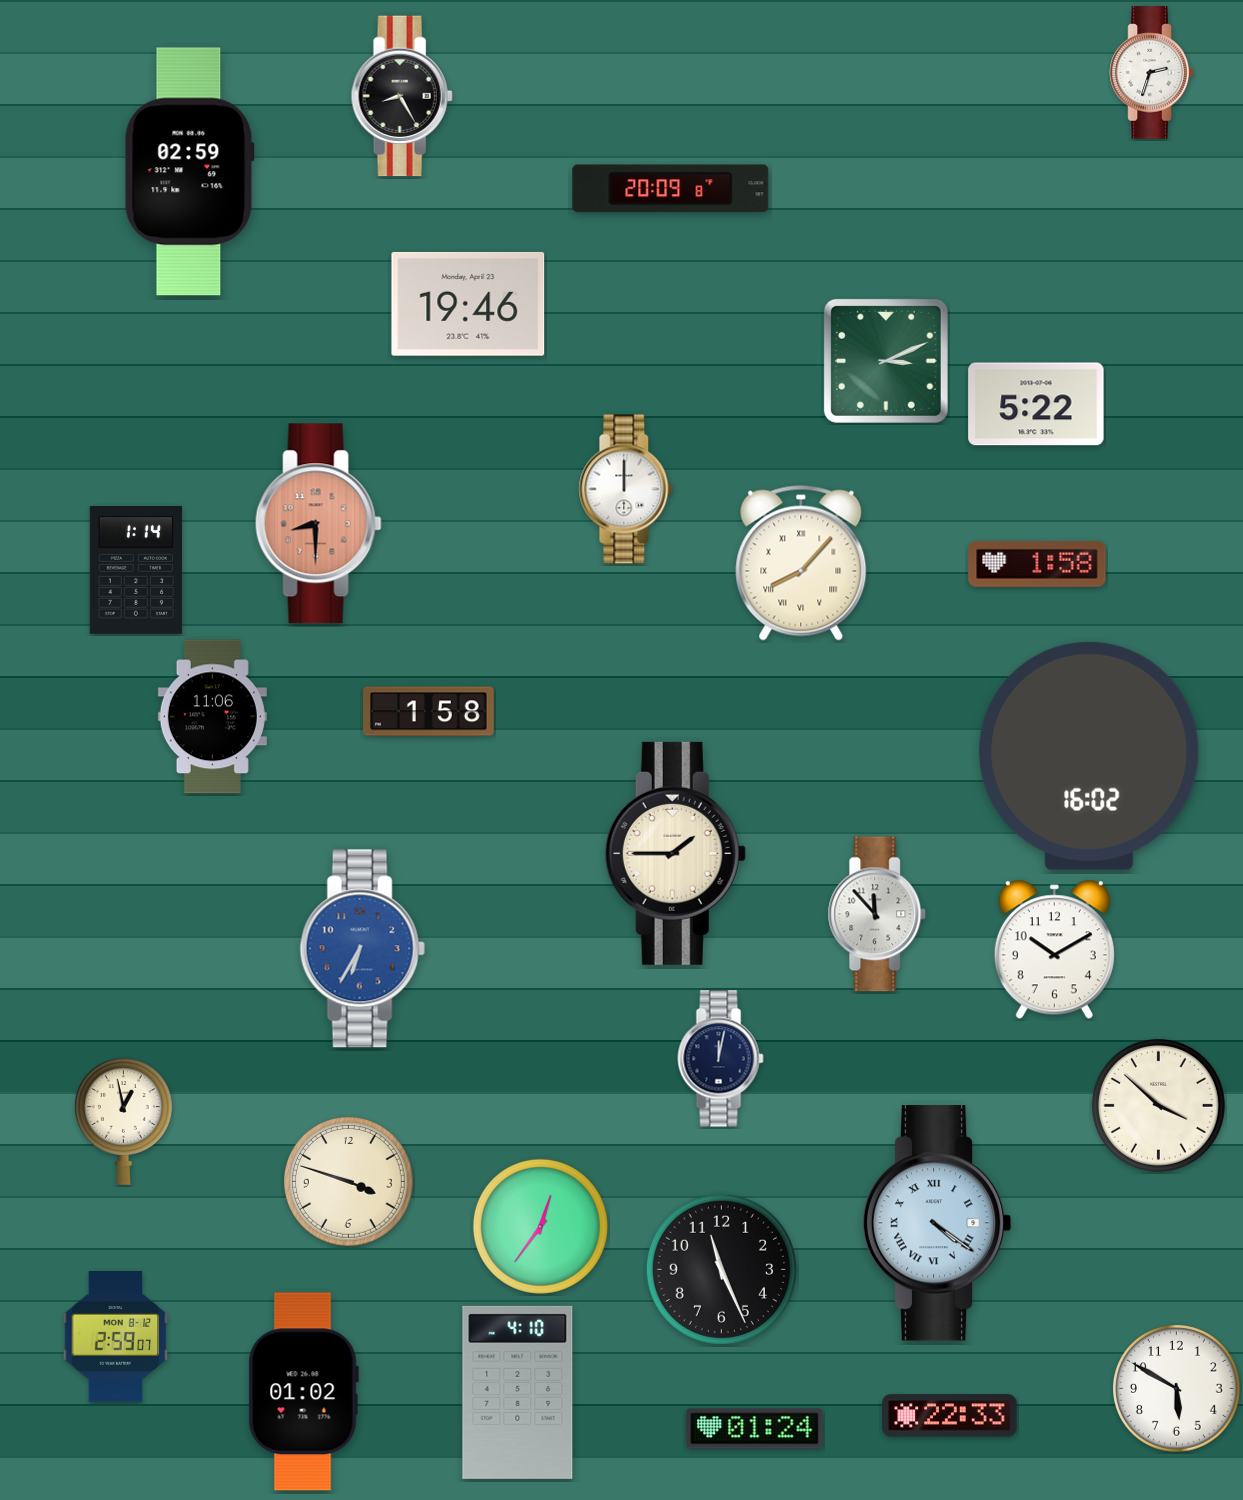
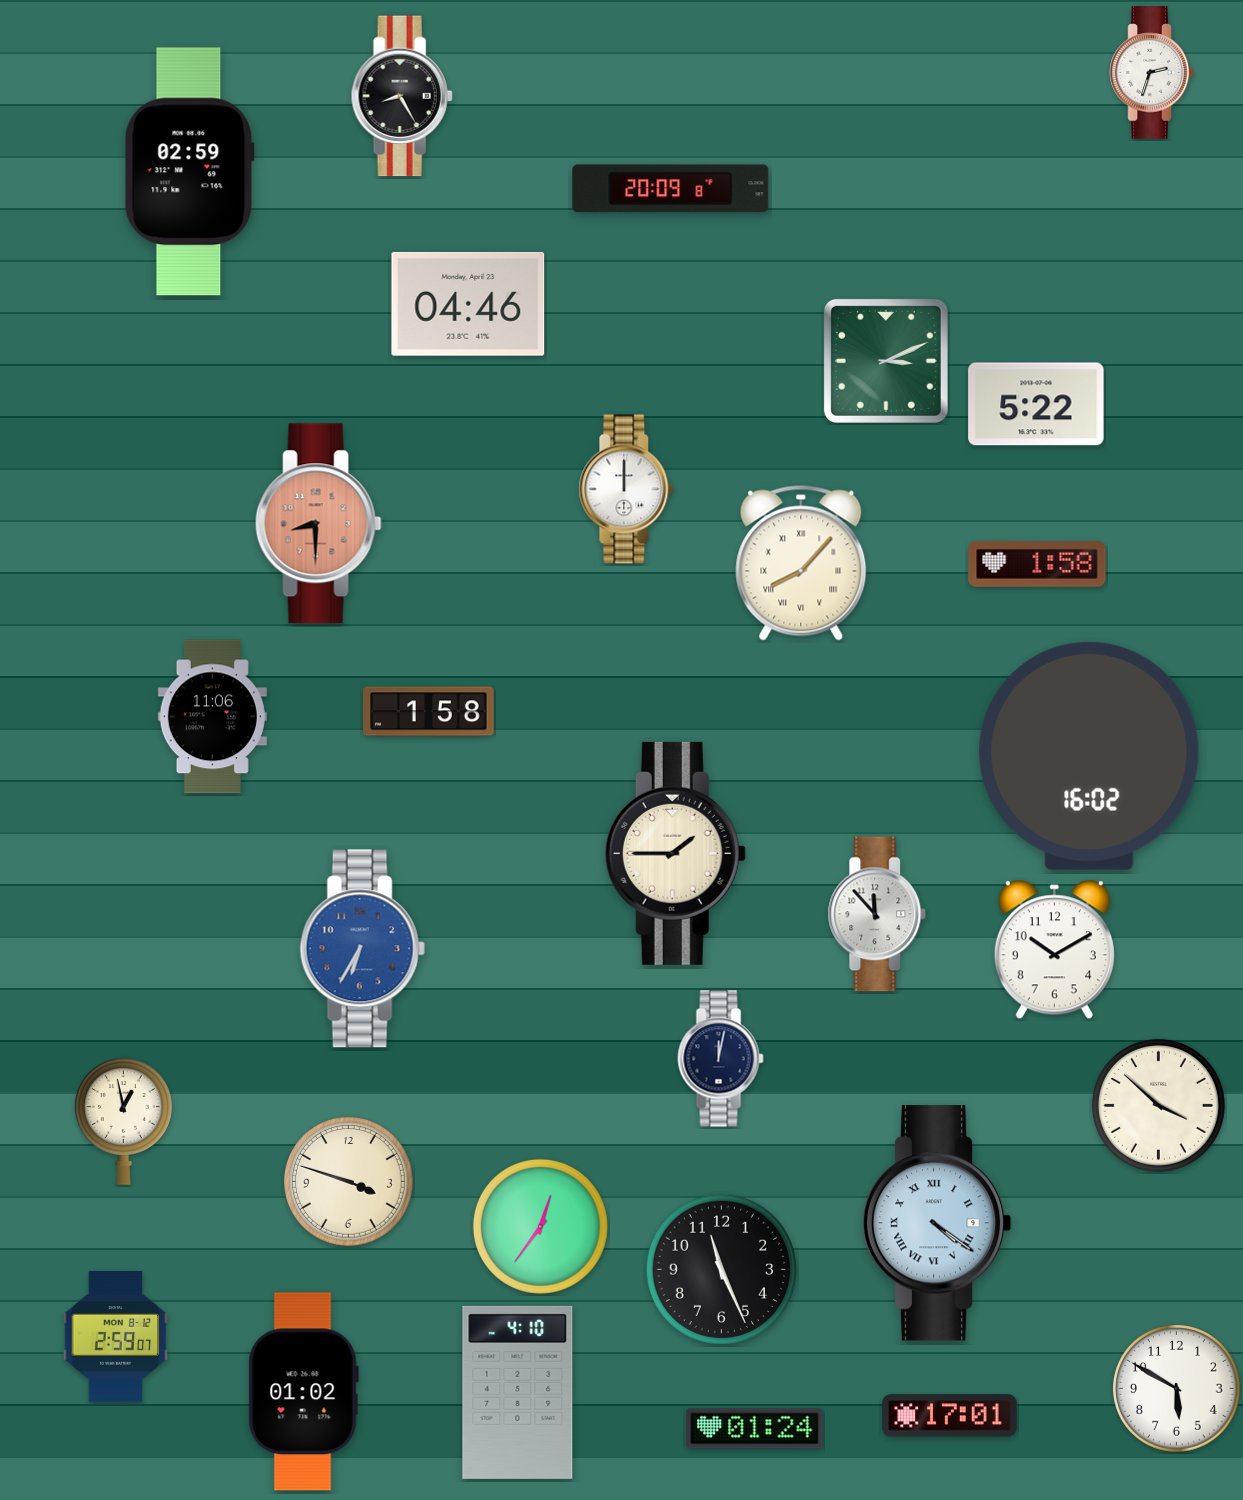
clock at (468, 304): 19:46 -> 04:46
clock at (136, 570): 1:14 -> none
clock at (950, 1416): 22:33 -> 17:01
